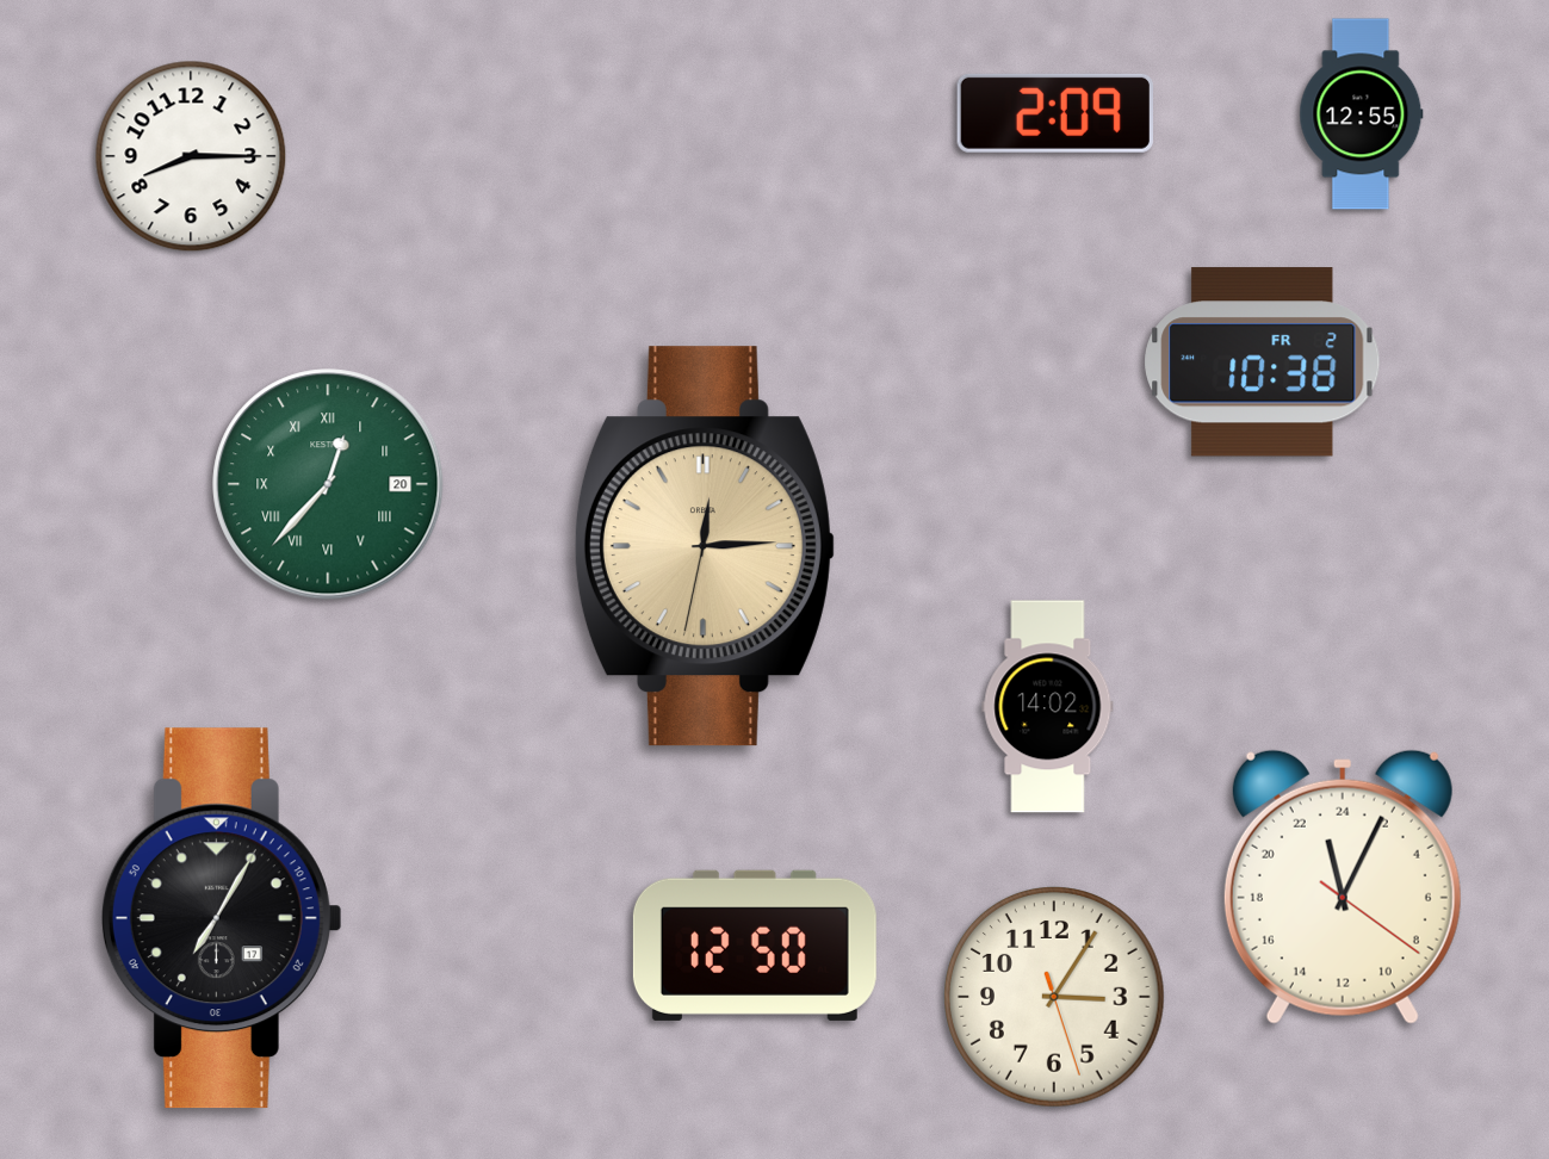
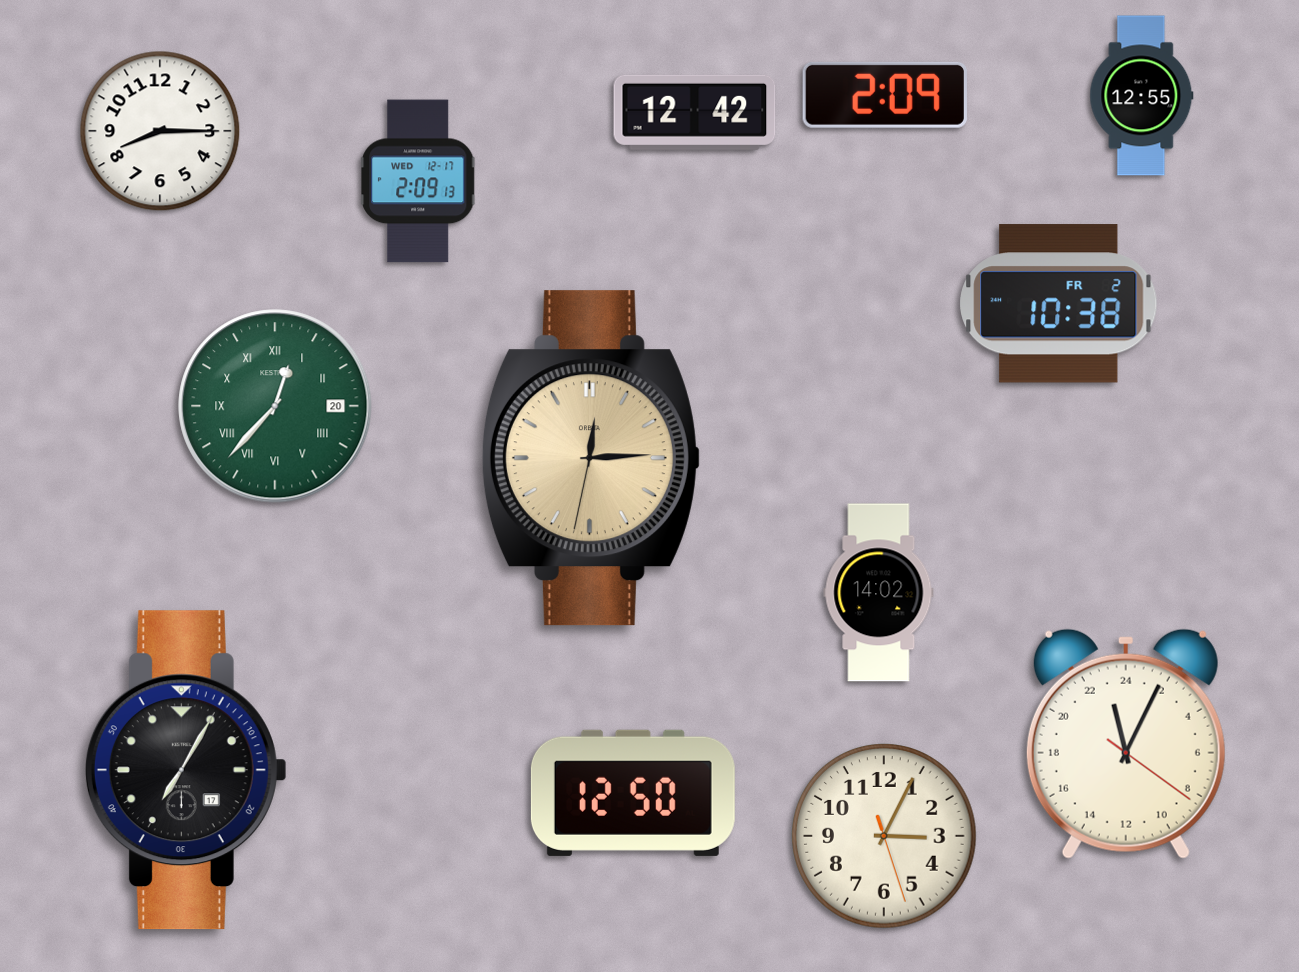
clock at (695, 112): none -> 12:42
clock at (419, 181): none -> 2:09
clock at (1054, 997): 3:05 -> 3:04
